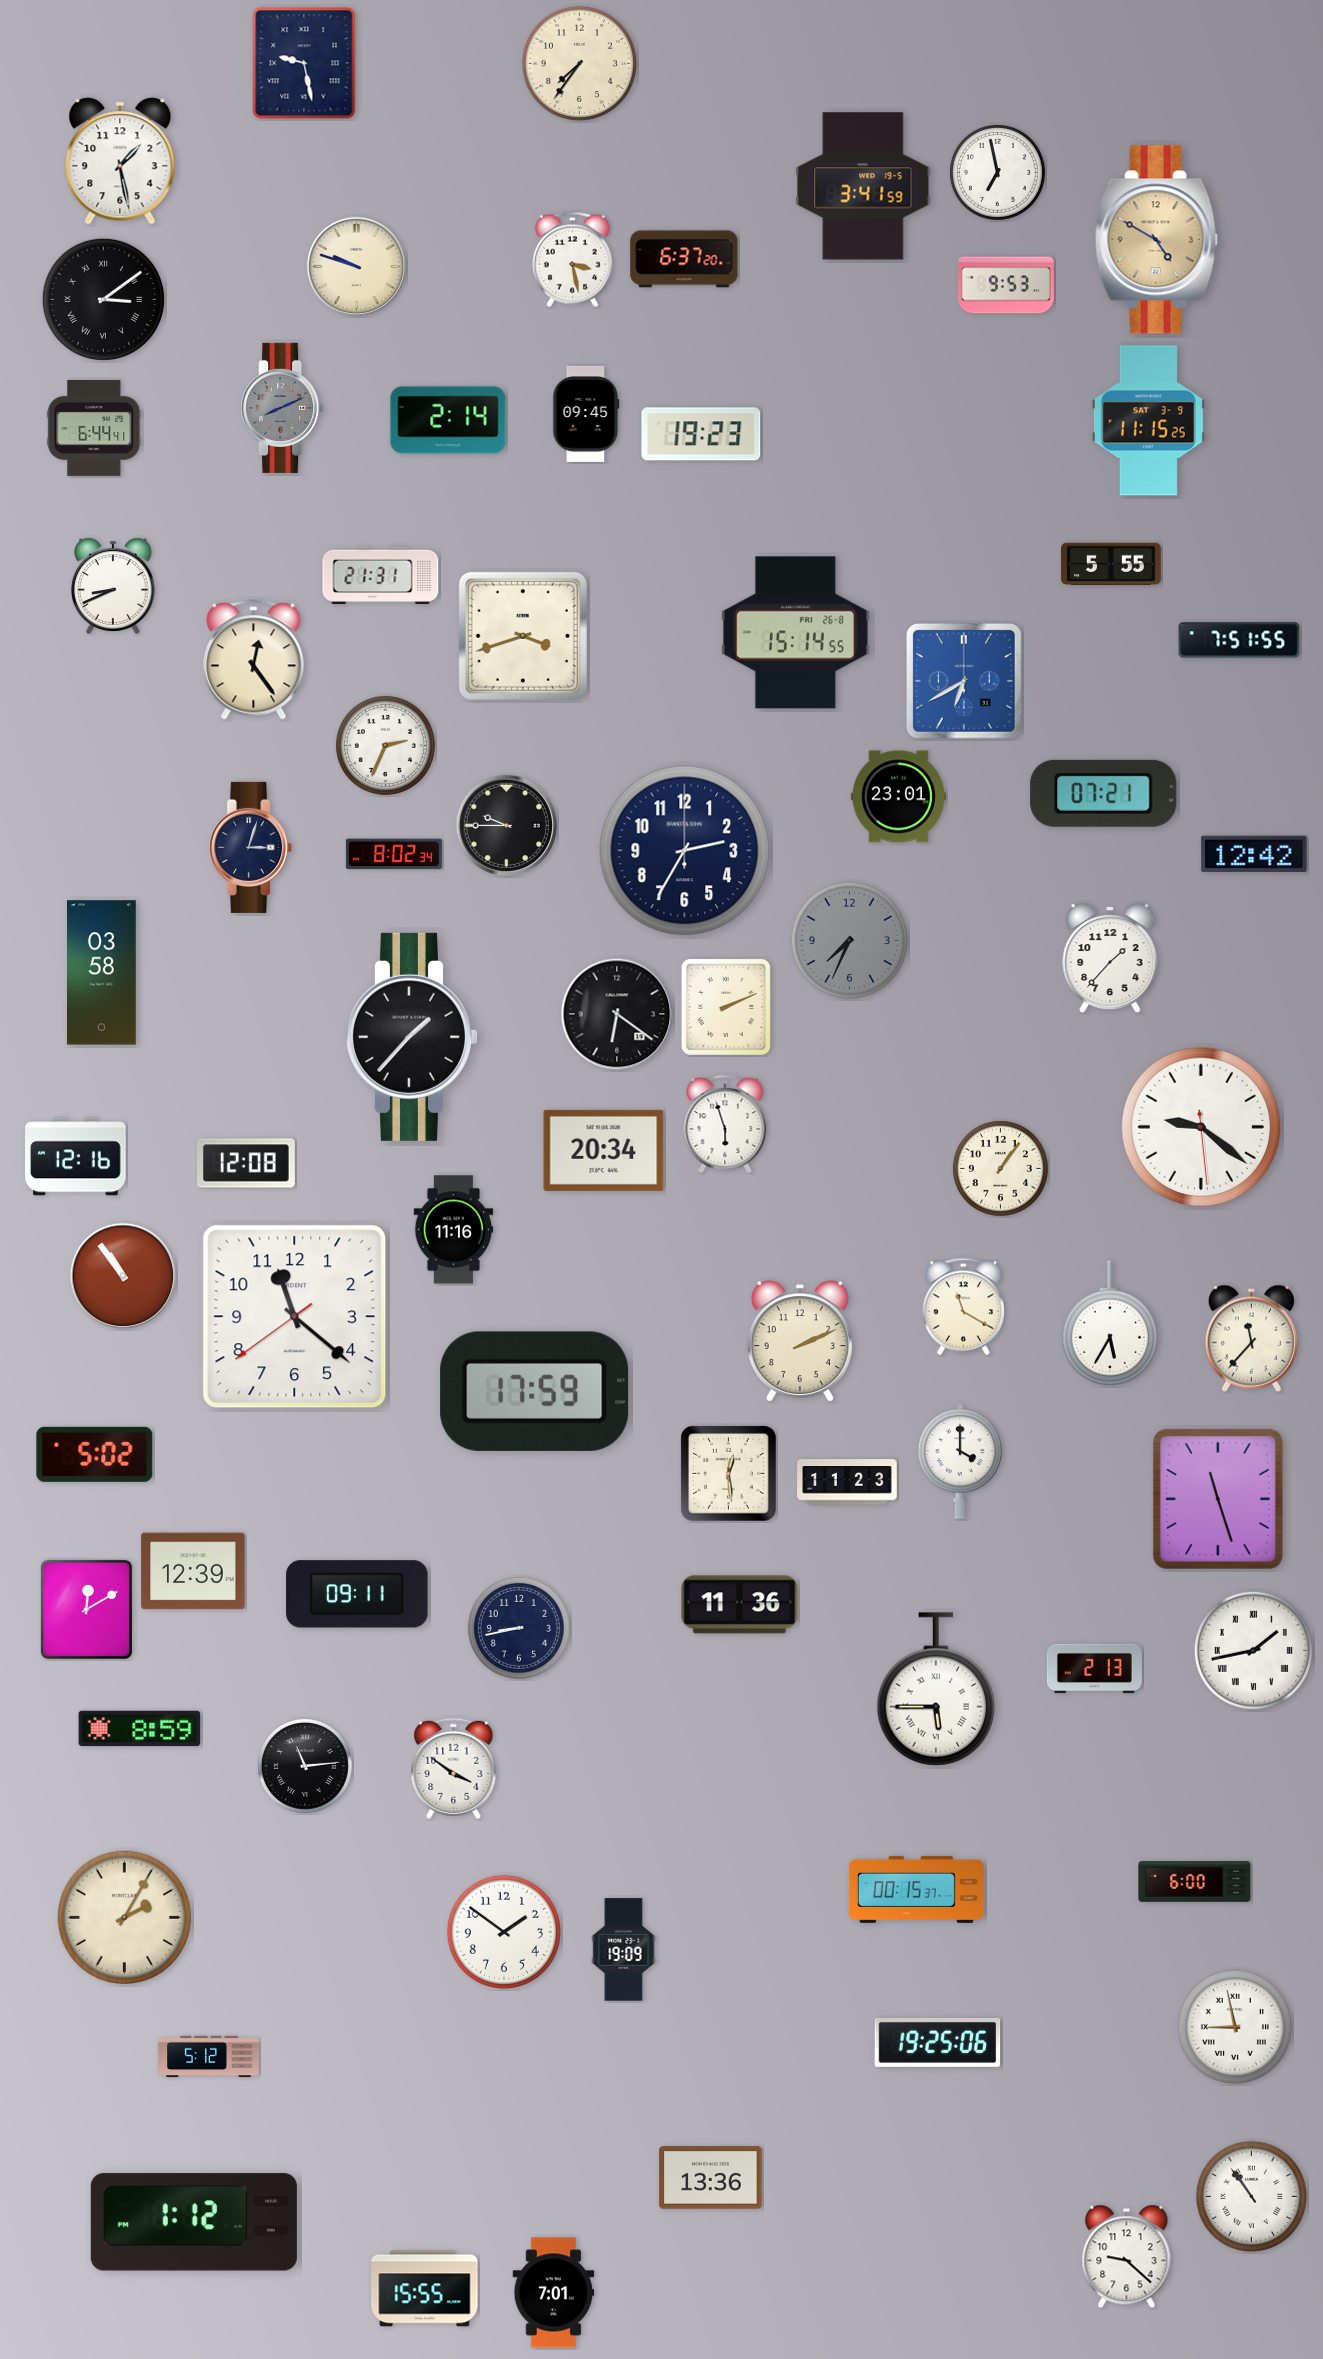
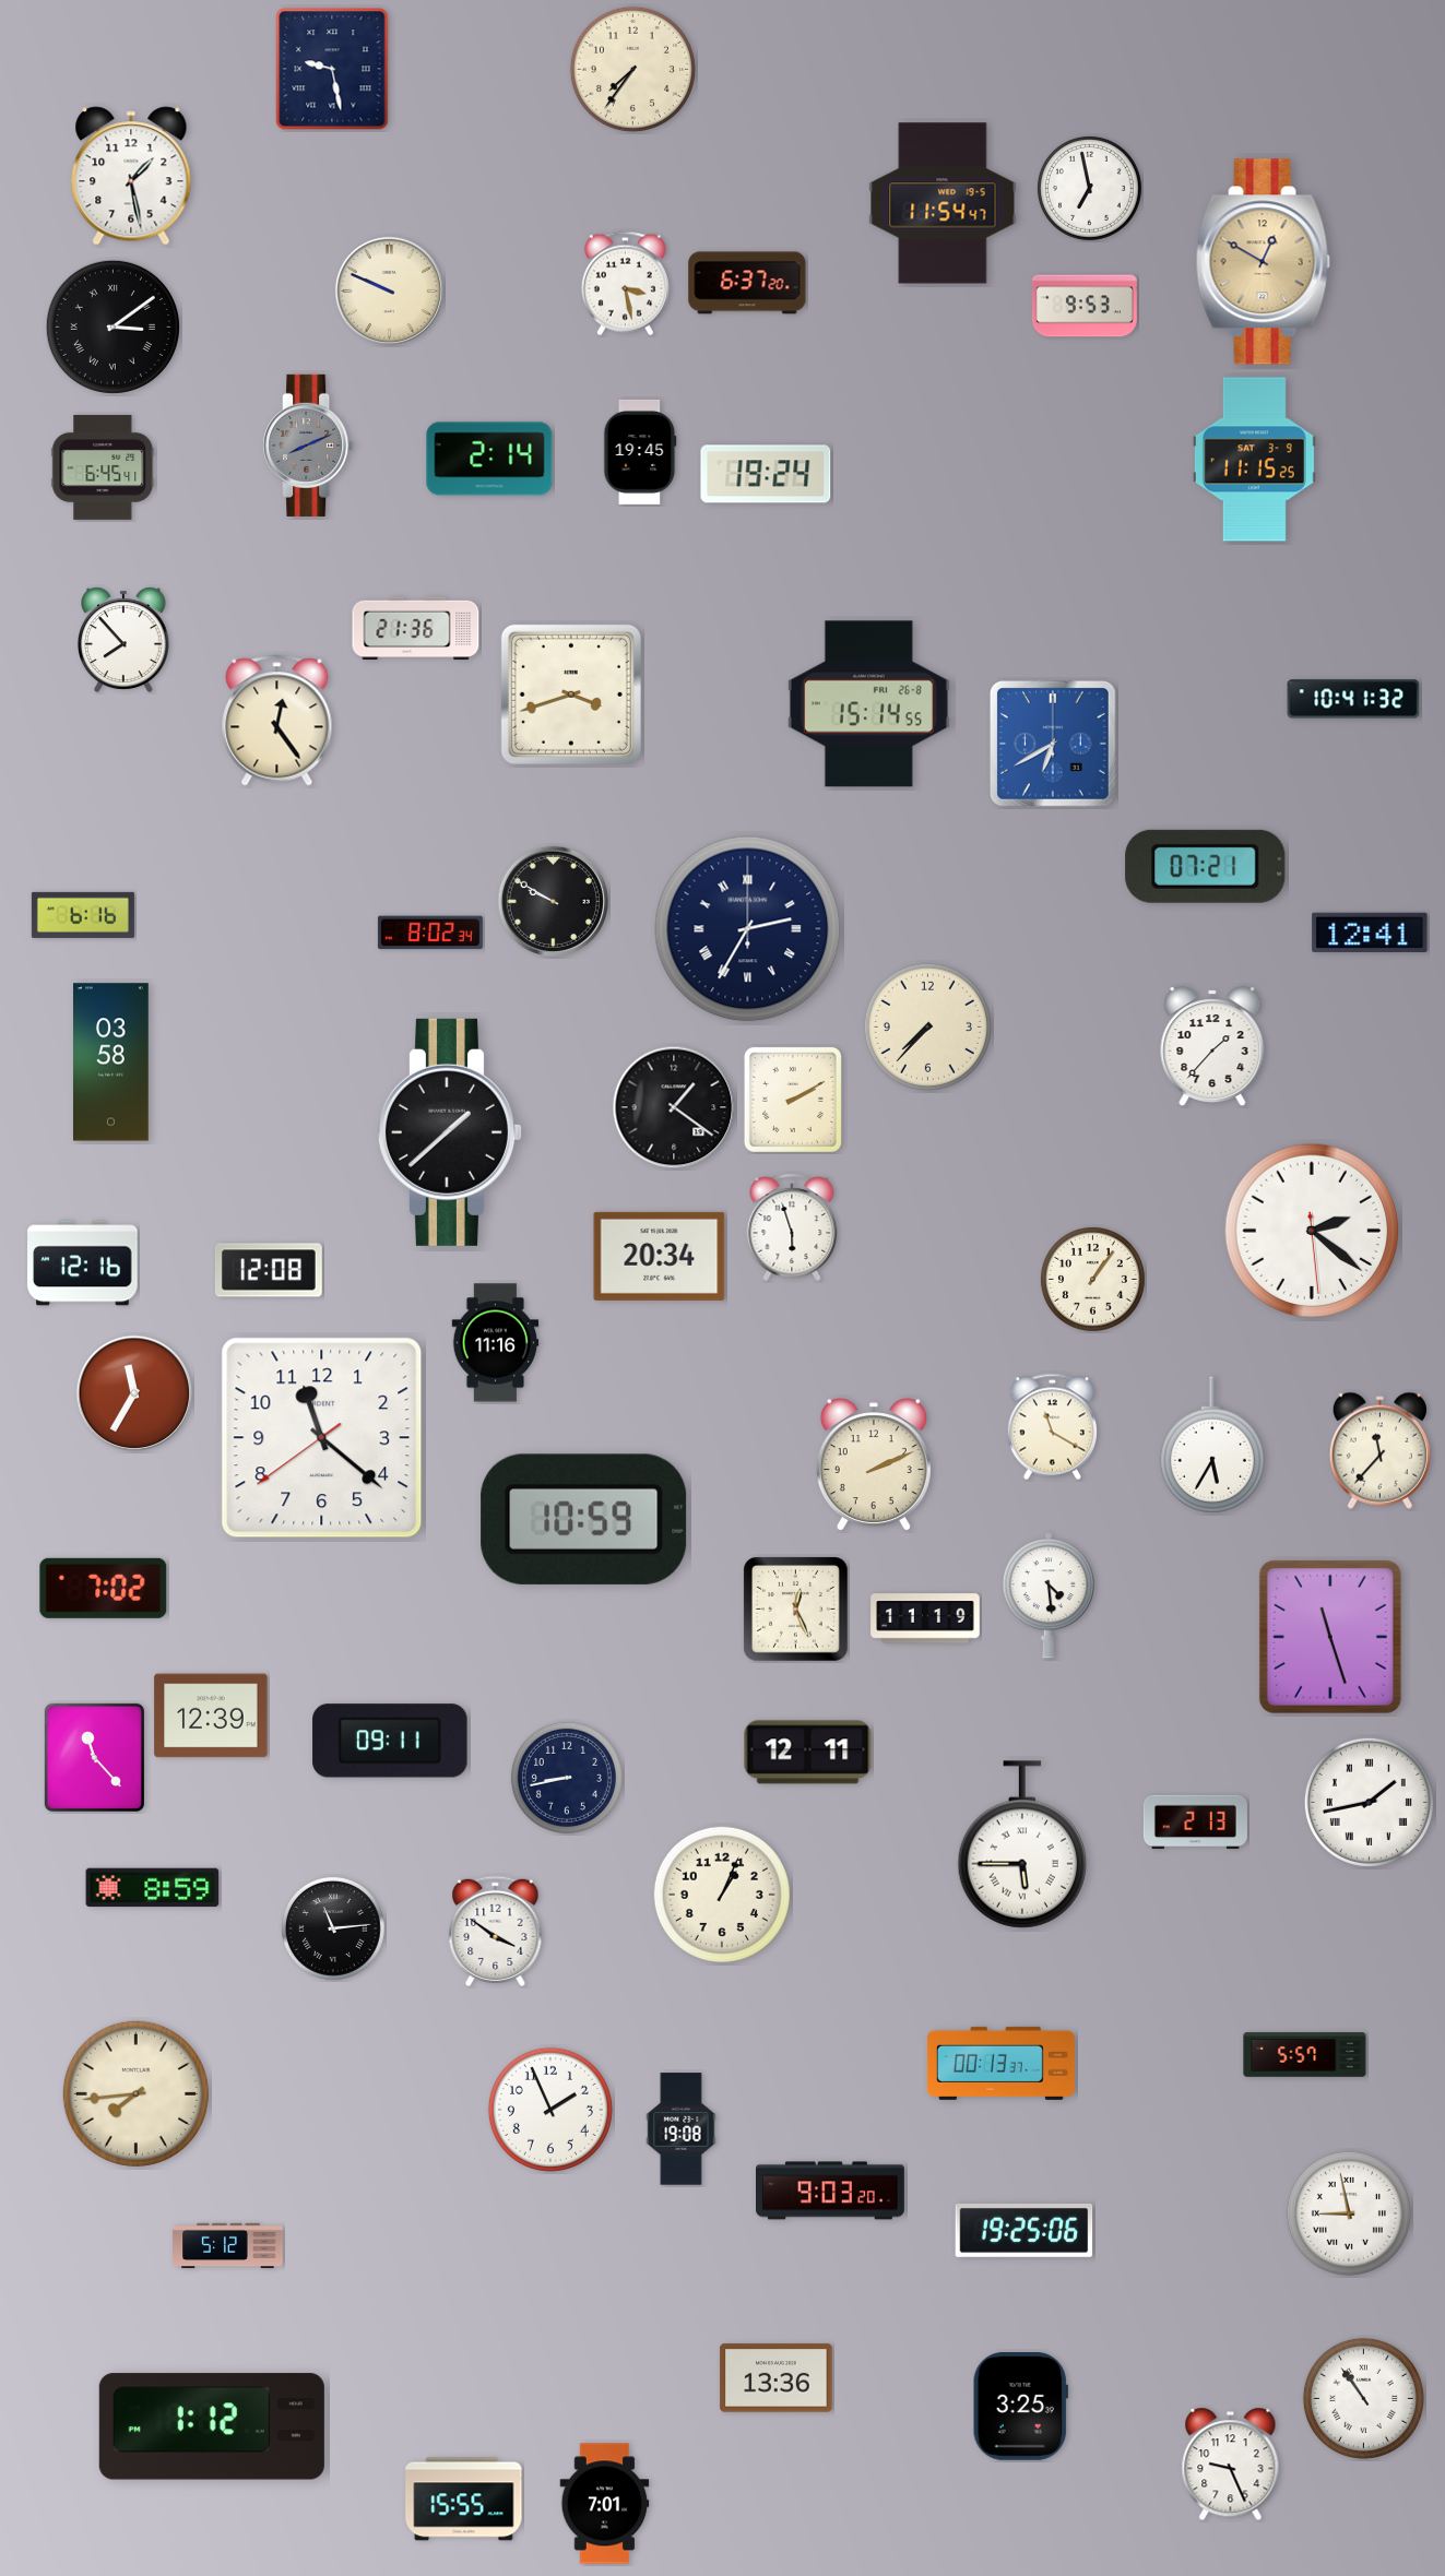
clock at (863, 186): 3:41 -> 11:54
clock at (1156, 240): 4:50 -> 12:50
clock at (356, 266): 9:48 -> 9:49
clock at (1006, 285) position: (1006, 285) -> (1085, 306)
clock at (586, 414): 09:45 -> 19:45
clock at (94, 428): 6:44 -> 6:45
clock at (701, 434): 19:23 -> 19:24
clock at (1111, 564): 5:55 -> none
clock at (381, 576): 21:31 -> 21:36
clock at (114, 586): 8:41 -> 7:53
clock at (795, 633) position: (795, 633) -> (868, 704)
clock at (1239, 640): 7:51 -> 10:41
clock at (385, 745): 2:34 -> none
clock at (898, 797): 23:01 -> none
clock at (506, 825): 9:45 -> 9:50
clock at (83, 915): none -> 6:16
clock at (251, 847): 3:03 -> none
clock at (685, 851) numerals: Arabic -> Roman
clock at (1254, 853): 12:42 -> 12:41
clock at (849, 940): 7:34 -> 7:37
clock at (849, 940) dial: grey -> cream
clock at (726, 1007): 2:11 -> 2:10
clock at (617, 1014): 6:21 -> 1:21
clock at (412, 1037): 1:37 -> 1:38
clock at (1201, 1127): 9:21 -> 2:21
clock at (1000, 1168) position: (1000, 1168) -> (1092, 1279)
clock at (123, 1276): 10:54 -> 11:35
clock at (1251, 1338) position: (1251, 1338) -> (1379, 1450)
clock at (535, 1391): 17:59 -> 10:59
clock at (95, 1454): 5:02 -> 7:02
clock at (959, 1461): 4:00 -> 4:29
clock at (729, 1474): 12:29 -> 12:26
clock at (847, 1482): 11:23 -> 11:19
clock at (740, 1605): 11:36 -> 12:11
clock at (86, 1609): 12:10 -> 11:23
clock at (722, 1895): none -> 1:04
clock at (1195, 1882): 6:00 -> 5:57
clock at (916, 1889): 00:15 -> 00:13
clock at (124, 1917): 2:05 -> 7:44
clock at (504, 1932): 1:51 -> 1:56
clock at (624, 1950): 19:09 -> 19:08
clock at (831, 2191): none -> 9:03
clock at (1251, 2196) position: (1251, 2196) -> (1363, 2398)
clock at (1020, 2407): none -> 3:25
clock at (1127, 2257): 9:22 -> 9:26
